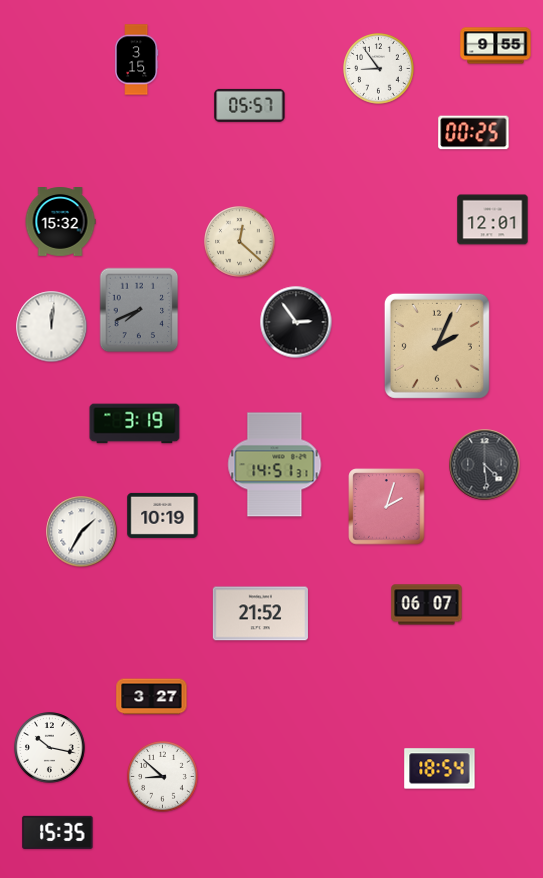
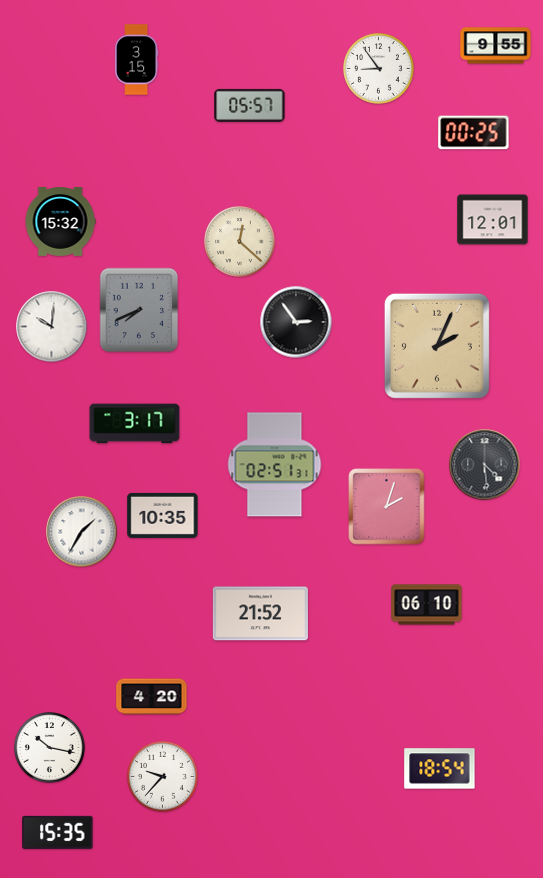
clock at (52, 327): 12:01 -> 10:01
clock at (135, 424): 3:19 -> 3:17
clock at (275, 465): 14:51 -> 02:51
clock at (163, 515): 10:19 -> 10:35
clock at (427, 605): 06:07 -> 06:10
clock at (152, 697): 3:27 -> 4:20
clock at (163, 777): 8:52 -> 9:37
